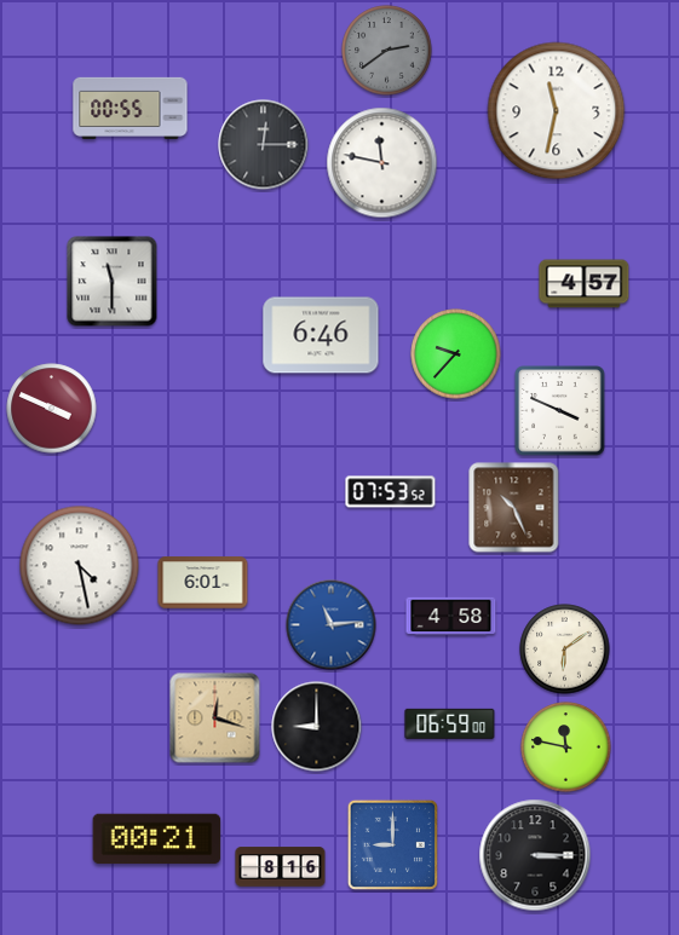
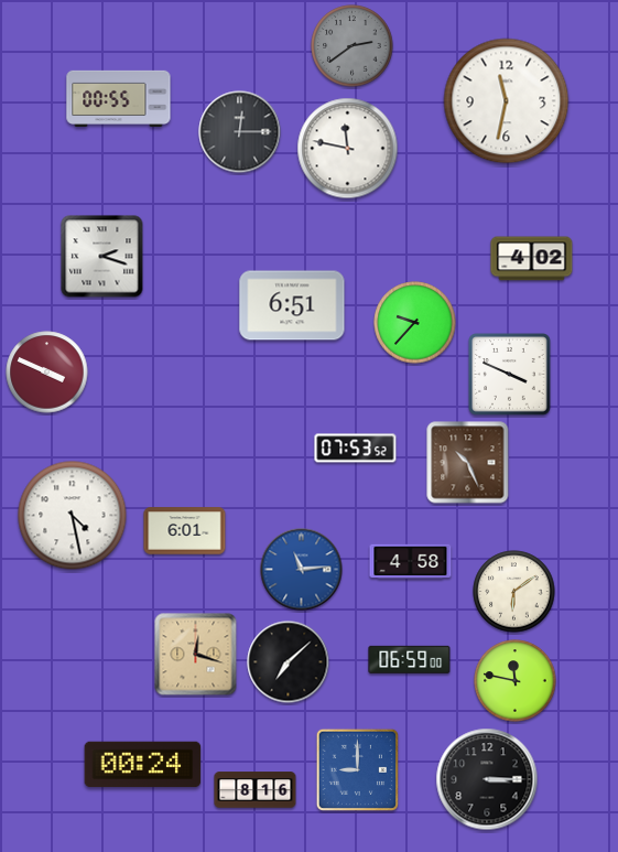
clock at (113, 282): 11:30 -> 2:18
clock at (585, 284): 4:57 -> 4:02
clock at (321, 335): 6:46 -> 6:51
clock at (317, 727): 9:00 -> 7:08
clock at (157, 839): 00:21 -> 00:24
